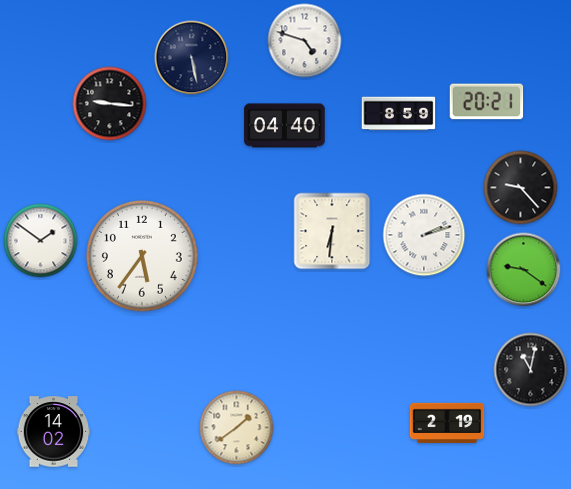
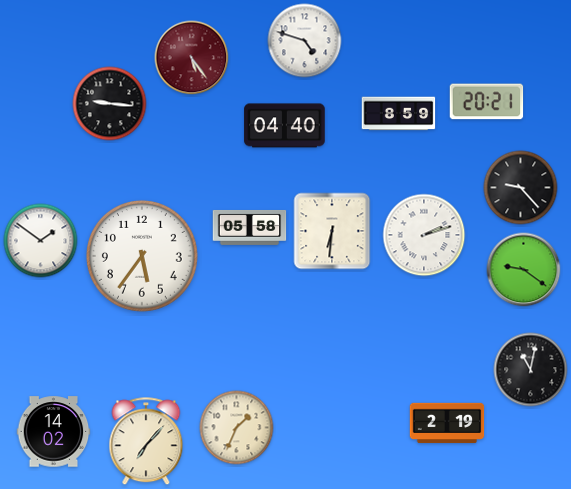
clock at (192, 58): 5:28 -> 5:24
clock at (192, 58) dial: navy -> burgundy
clock at (250, 227): none -> 05:58
clock at (237, 428): 1:39 -> 1:34
clock at (146, 442): none -> 7:07
